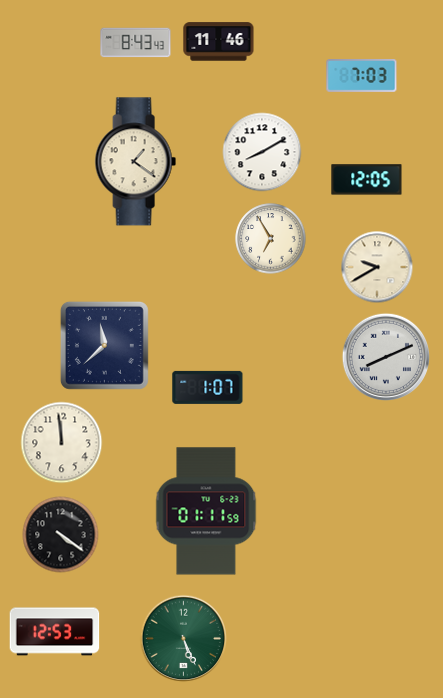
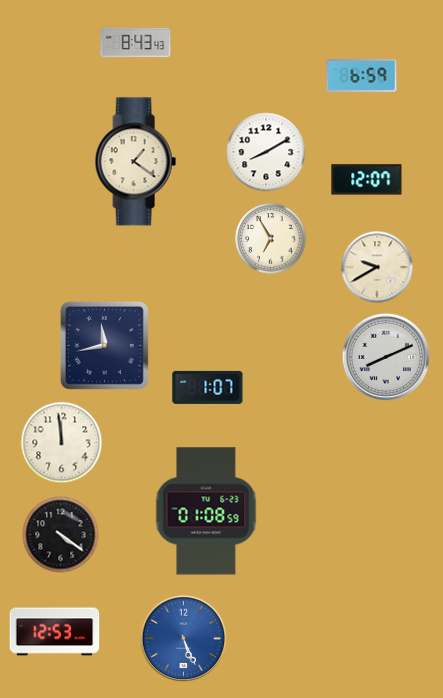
clock at (219, 42): 11:46 -> none
clock at (362, 76): 7:03 -> 6:59
clock at (262, 152) position: (262, 152) -> (266, 152)
clock at (367, 180): 12:05 -> 12:07
clock at (104, 345): 11:38 -> 11:43
clock at (206, 511): 01:11 -> 01:08
clock at (184, 639) dial: green -> blue
